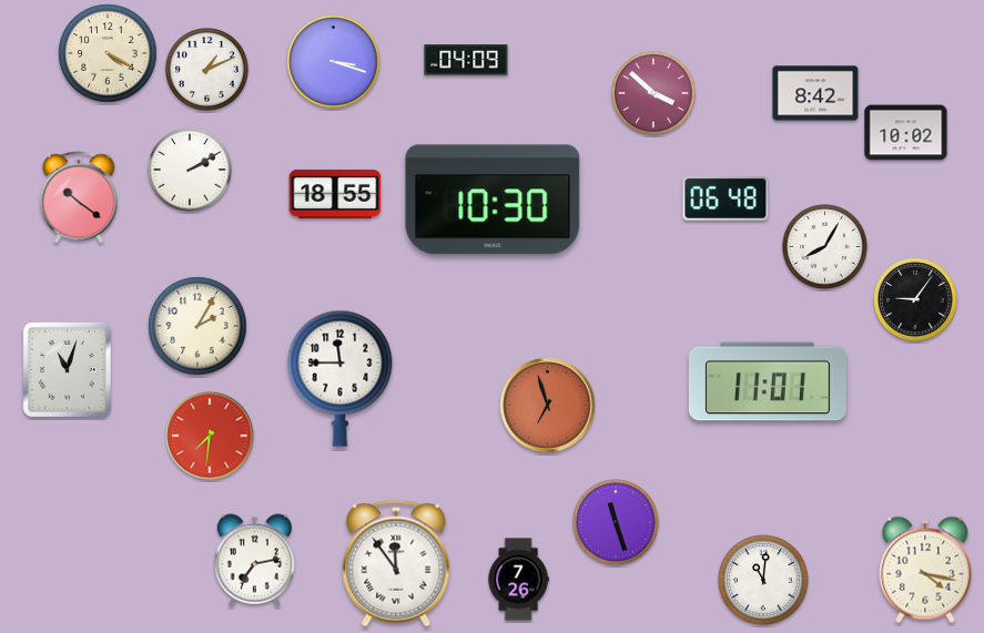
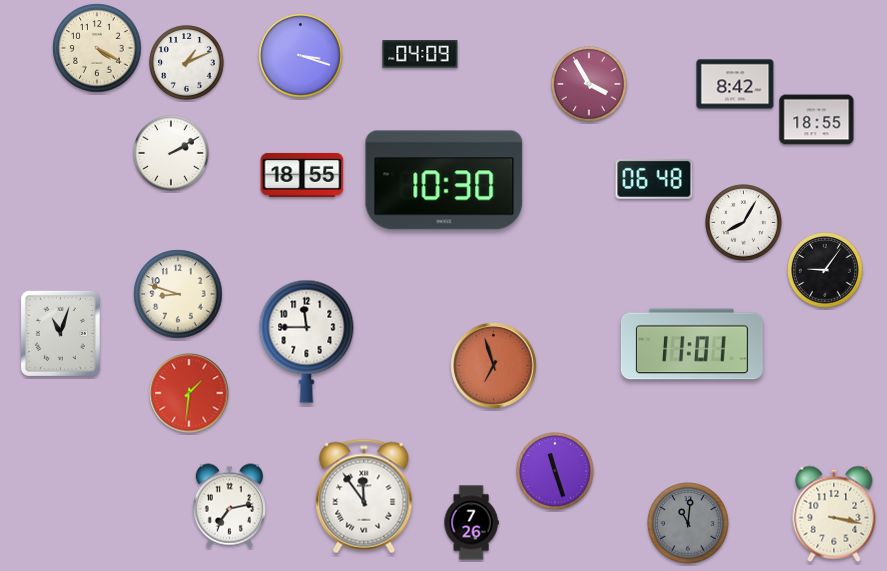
clock at (653, 93): 3:52 -> 3:55
clock at (906, 133): 10:02 -> 18:55
clock at (79, 197): 10:21 -> none
clock at (197, 326): 2:05 -> 8:48
clock at (210, 436): 7:31 -> 1:31
clock at (396, 563) position: (396, 563) -> (364, 496)
clock at (925, 570): 4:17 -> 3:17
clock at (518, 580) position: (518, 580) -> (471, 523)
clock at (763, 580) dial: white -> grey
